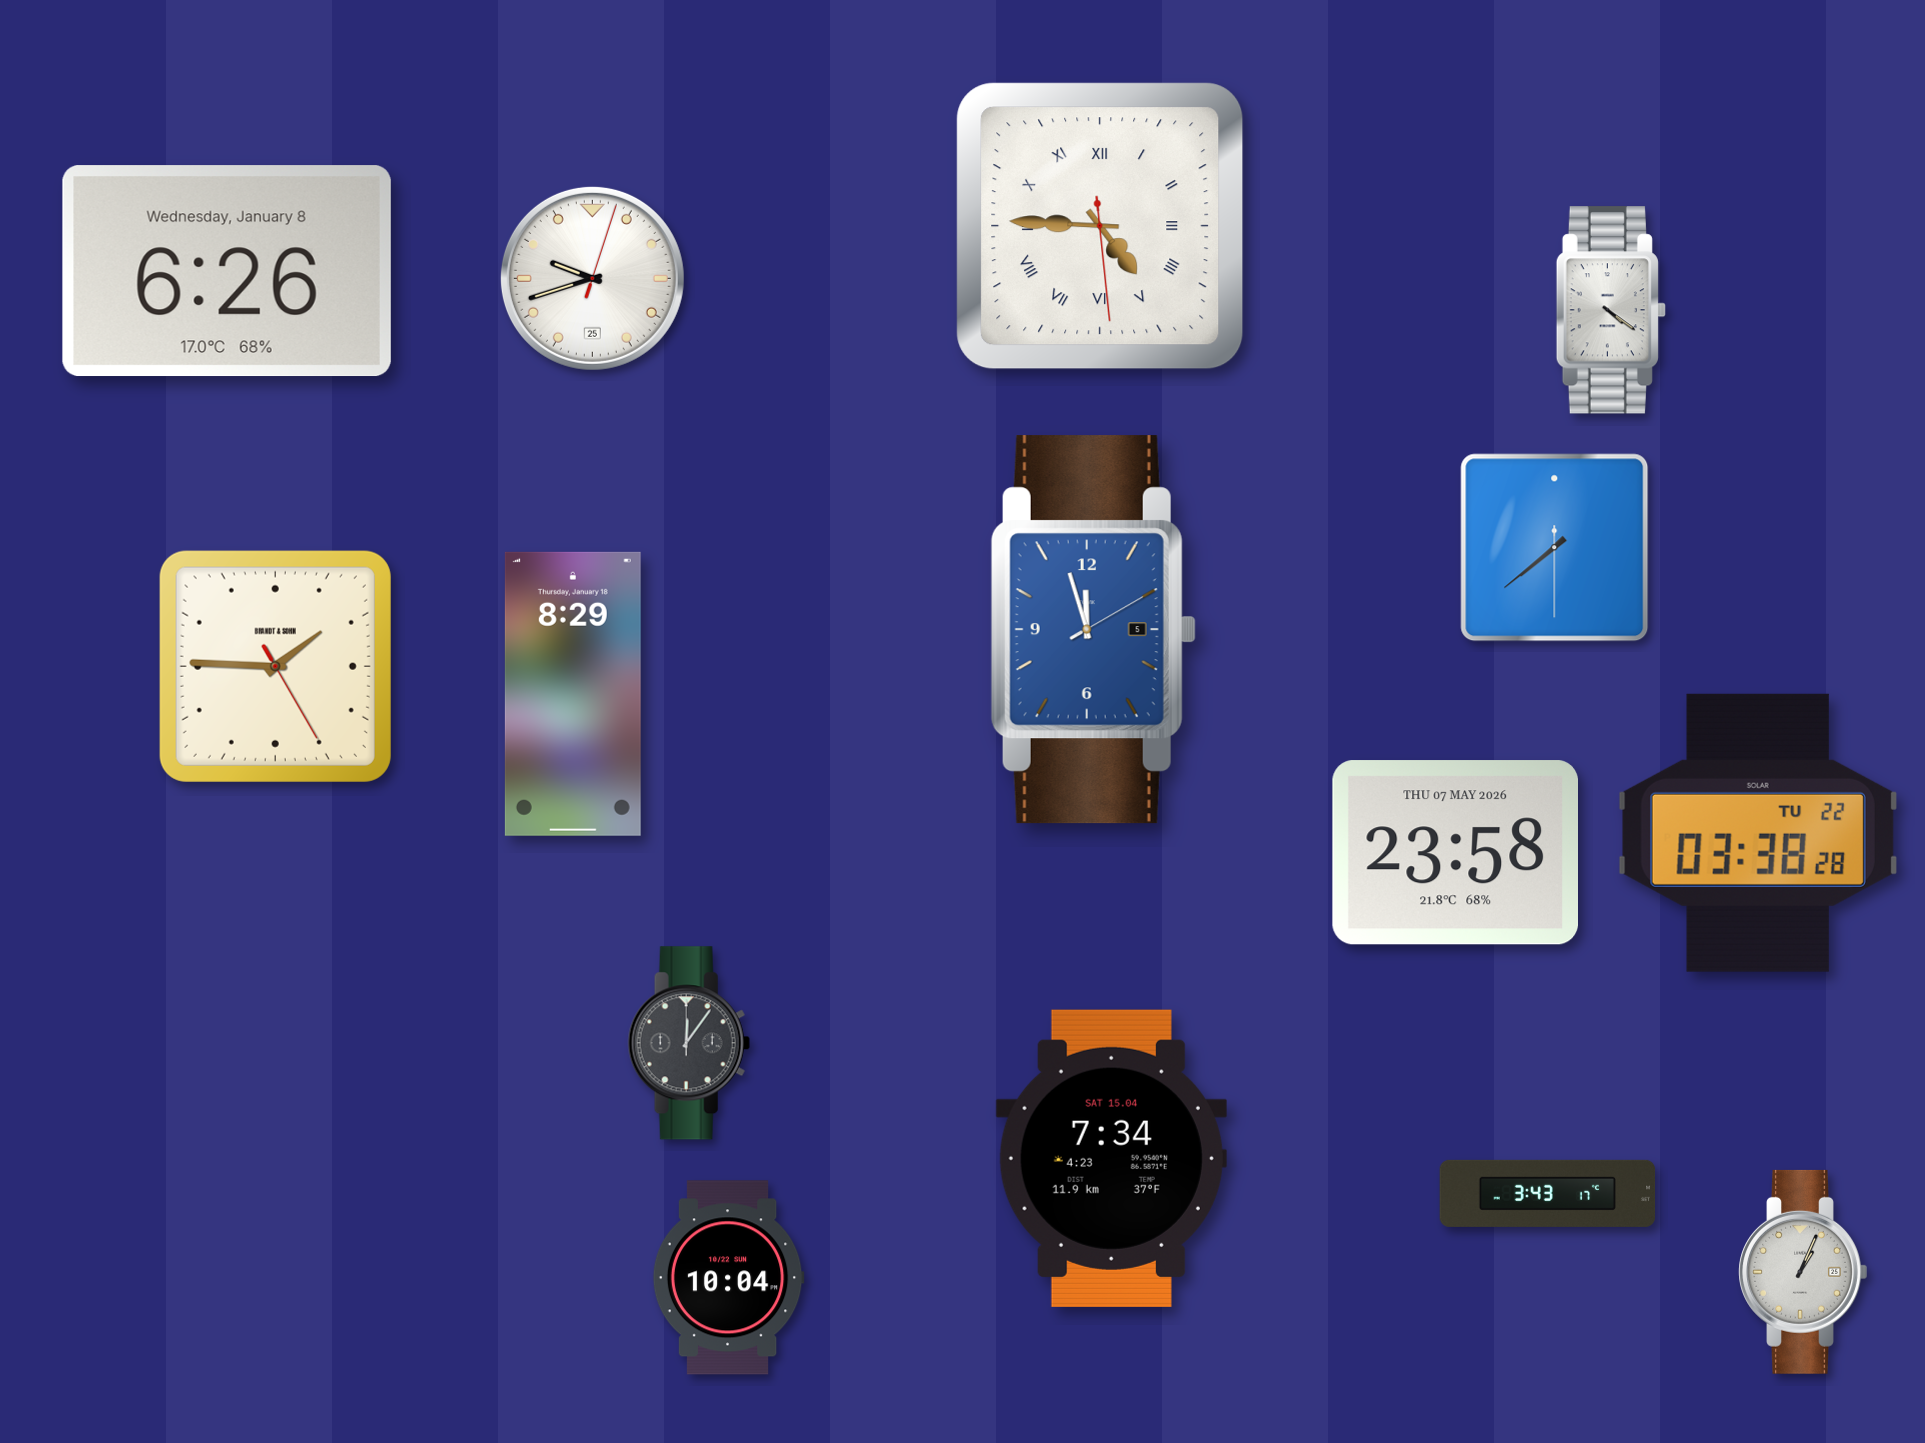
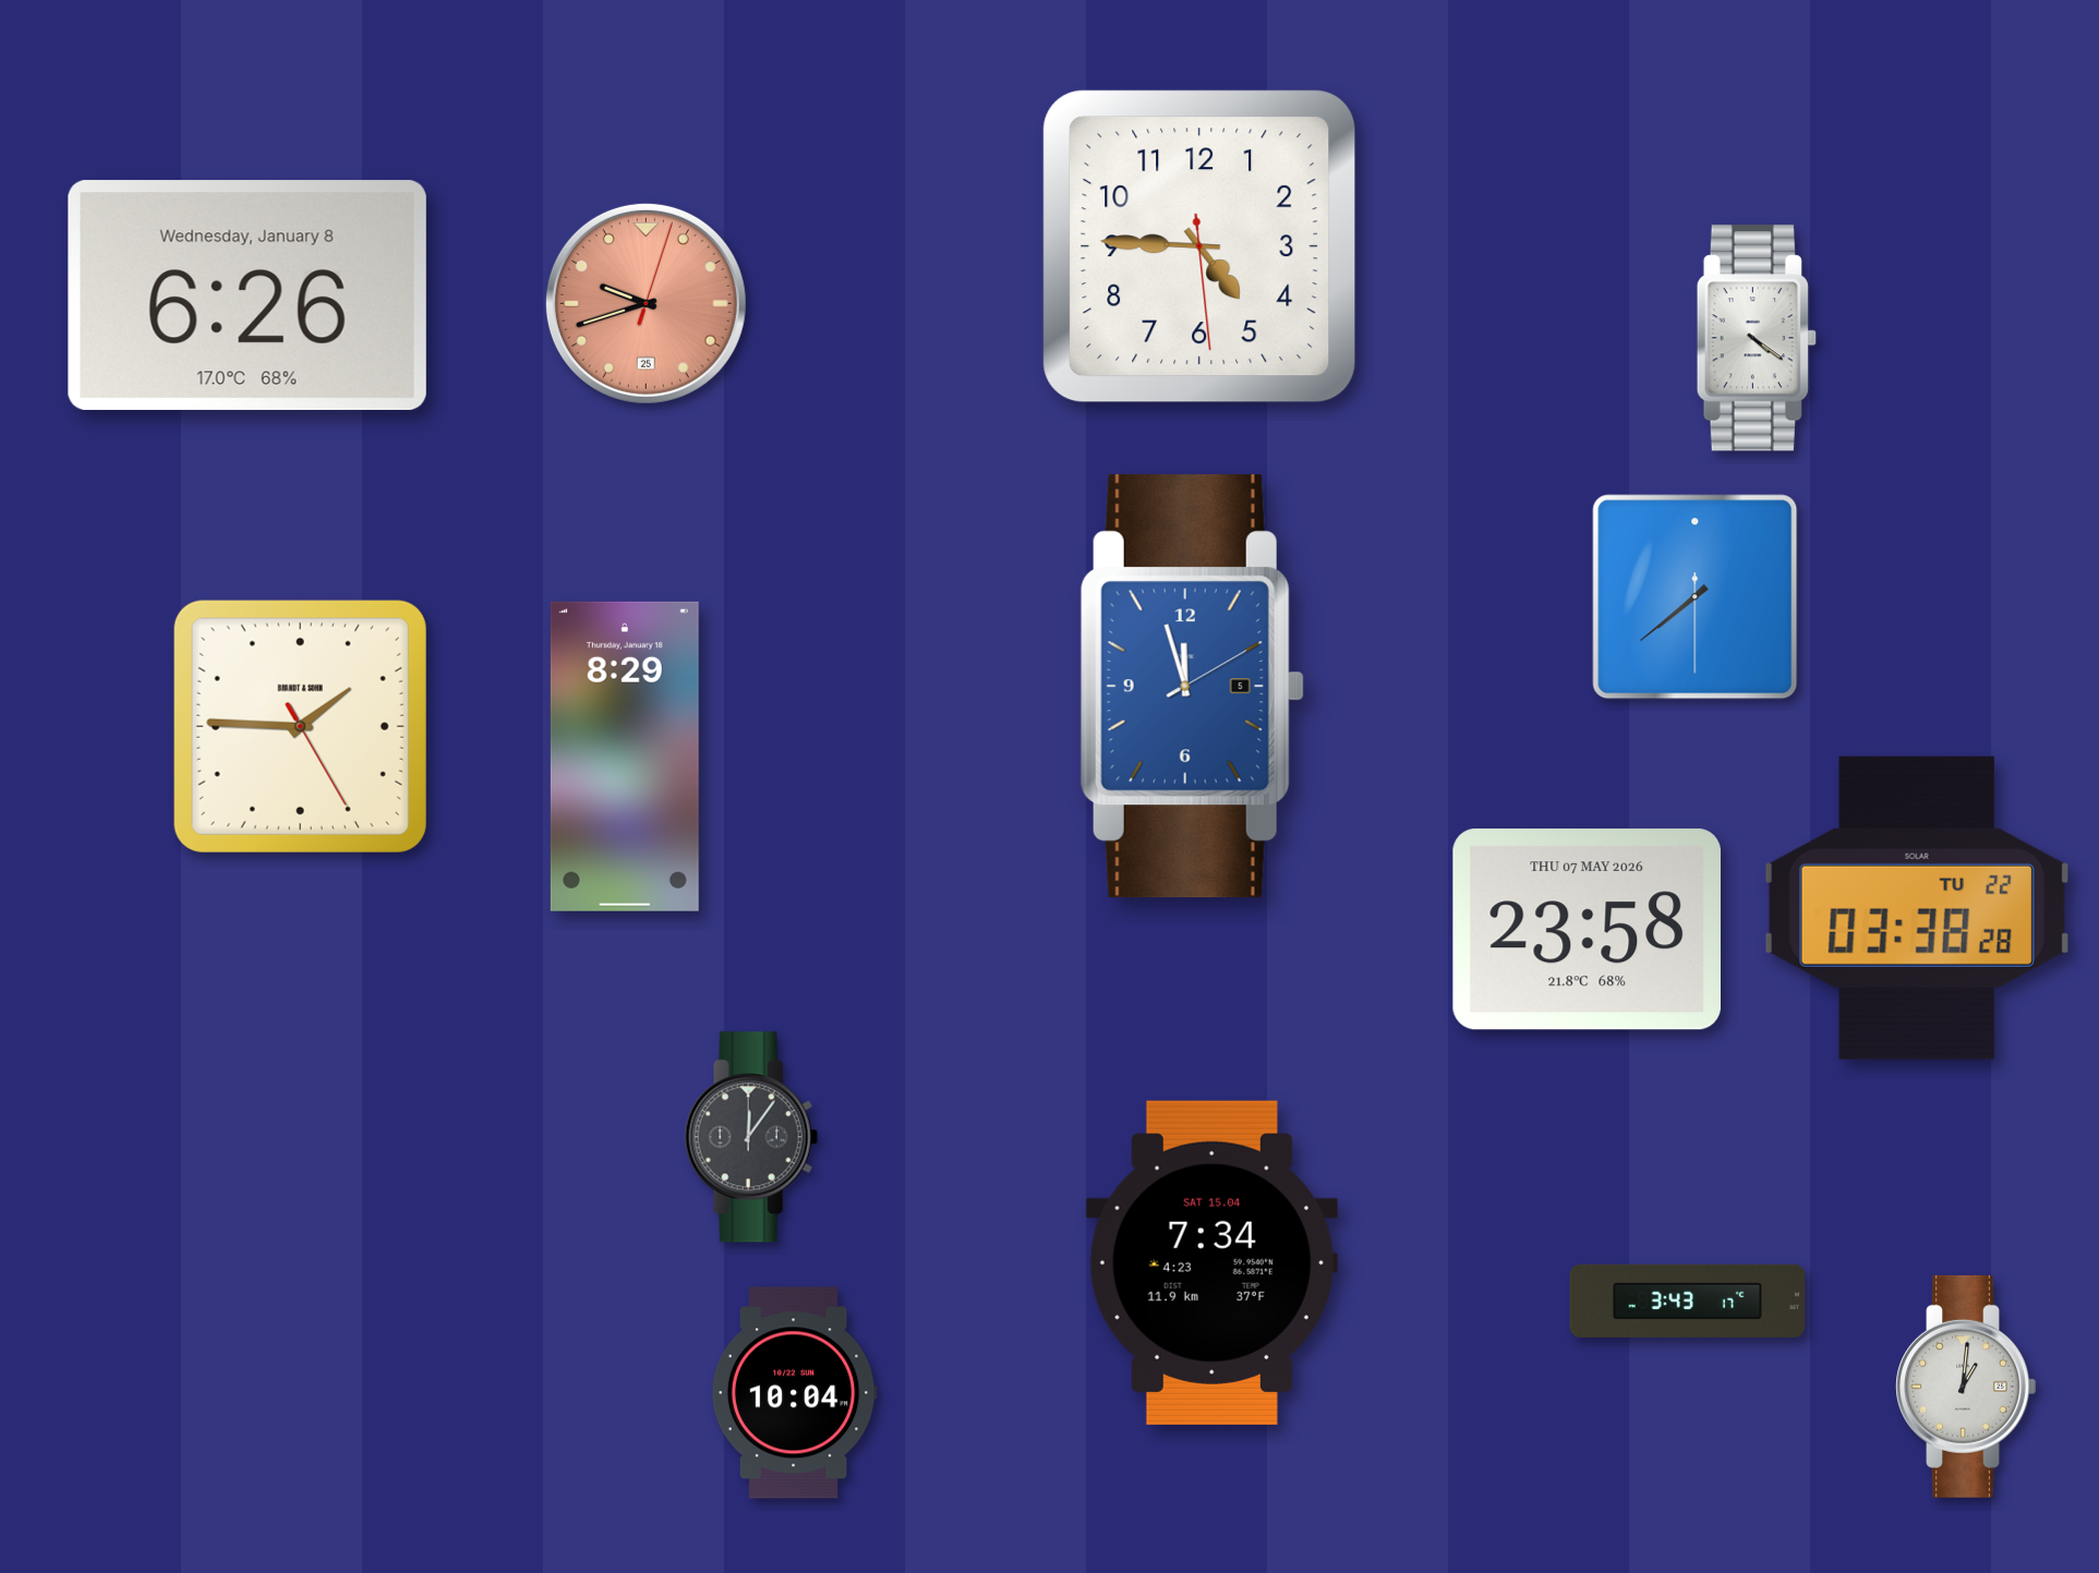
clock at (1100, 226) numerals: Roman -> Arabic
clock at (592, 278) dial: white -> salmon
clock at (1803, 1272): 1:04 -> 1:01
